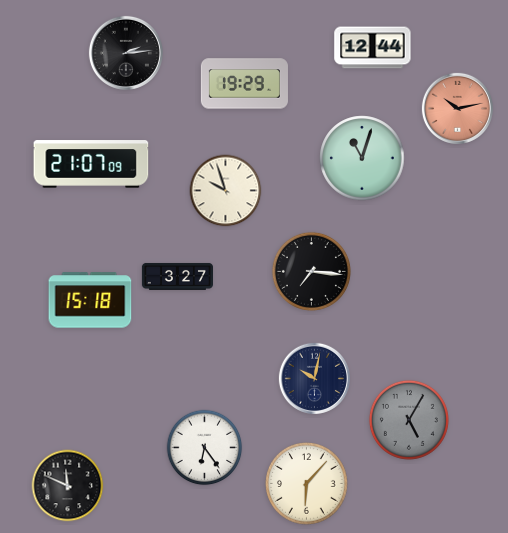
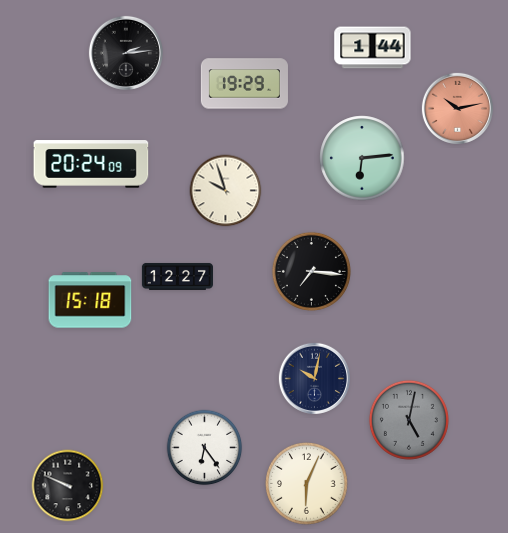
clock at (373, 48): 12:44 -> 1:44
clock at (362, 158): 11:03 -> 6:14
clock at (91, 164): 21:07 -> 20:24
clock at (177, 276): 3:27 -> 12:27
clock at (409, 420): 5:05 -> 5:02
clock at (307, 484): 6:07 -> 6:04
clock at (68, 486): 11:49 -> 9:49
